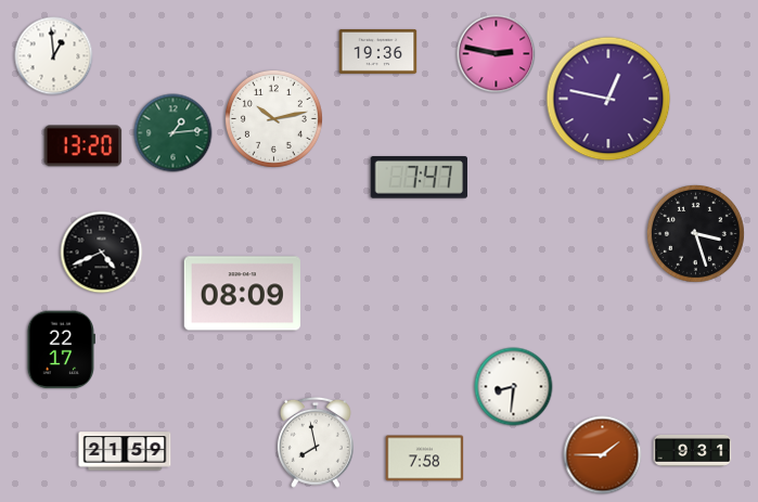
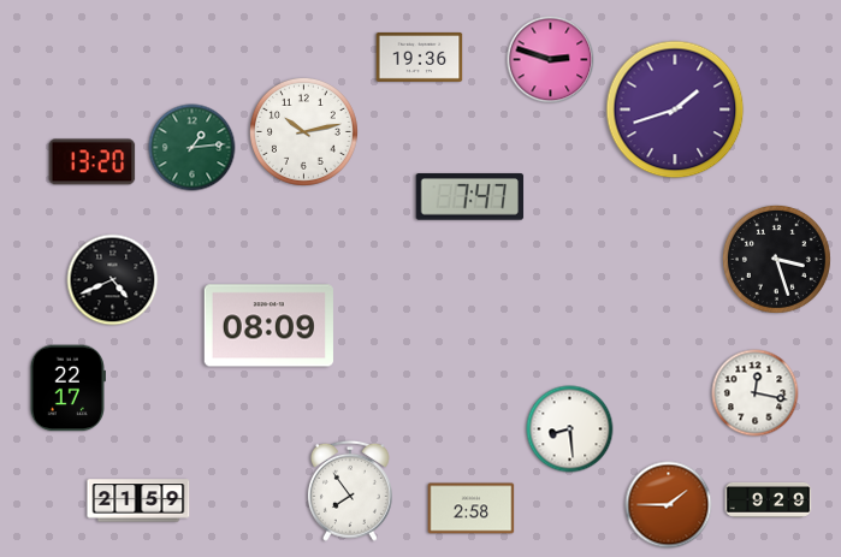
clock at (497, 54): 2:47 -> 2:48
clock at (54, 56): 12:59 -> none
clock at (608, 99): 12:47 -> 1:42
clock at (420, 178) position: (420, 178) -> (470, 197)
clock at (695, 233) position: (695, 233) -> (776, 259)
clock at (756, 393): none -> 12:17
clock at (514, 387): 8:31 -> 8:29
clock at (316, 442): 7:58 -> 7:54
clock at (693, 450): 9:31 -> 9:29
clock at (425, 459): 7:58 -> 2:58
